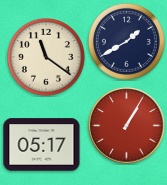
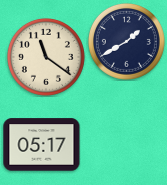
clock at (127, 126): 1:05 -> none
